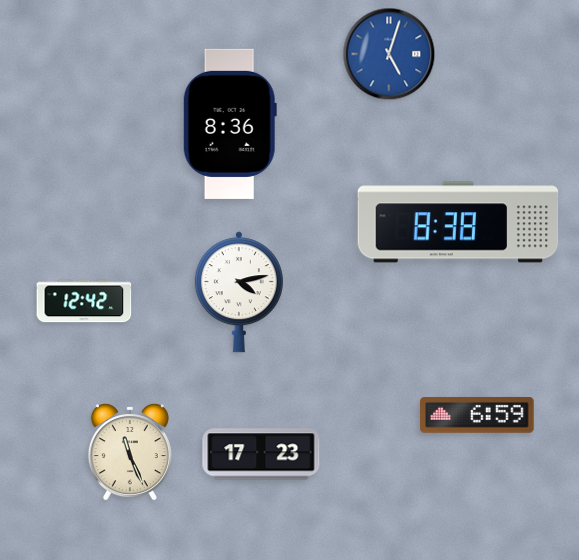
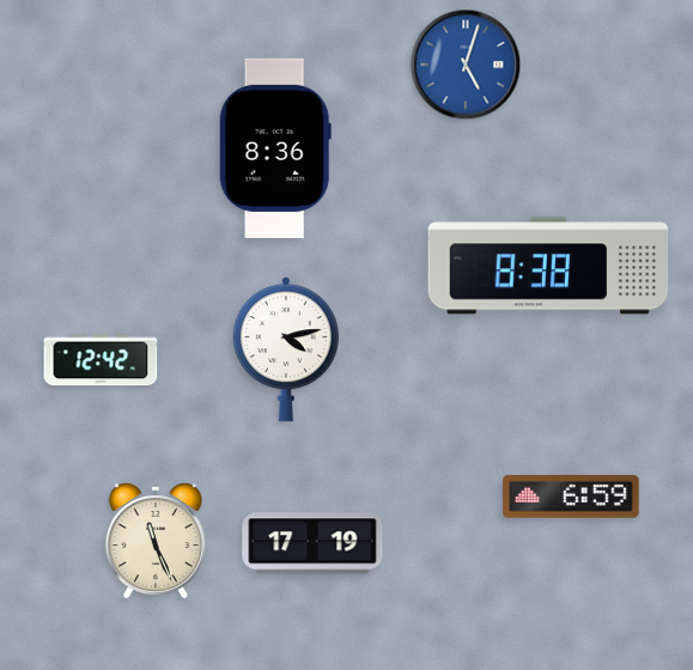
clock at (261, 454): 17:23 -> 17:19
